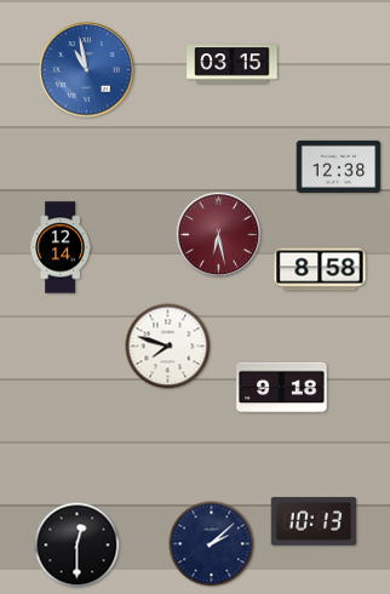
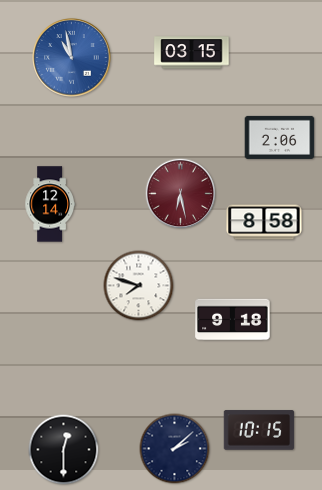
clock at (339, 166): 12:38 -> 2:06
clock at (314, 521): 10:13 -> 10:15
